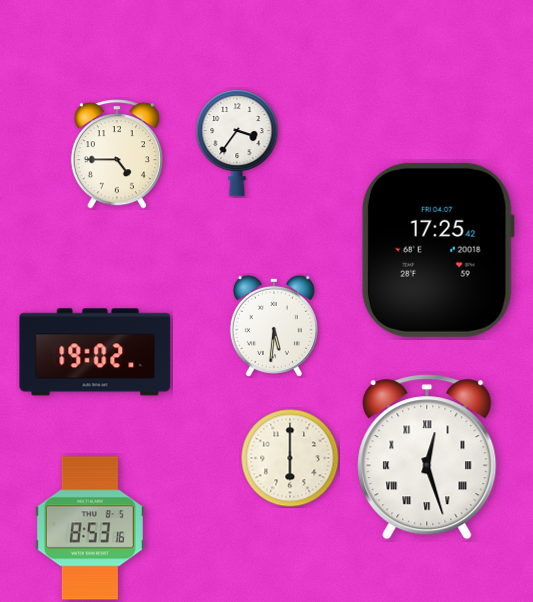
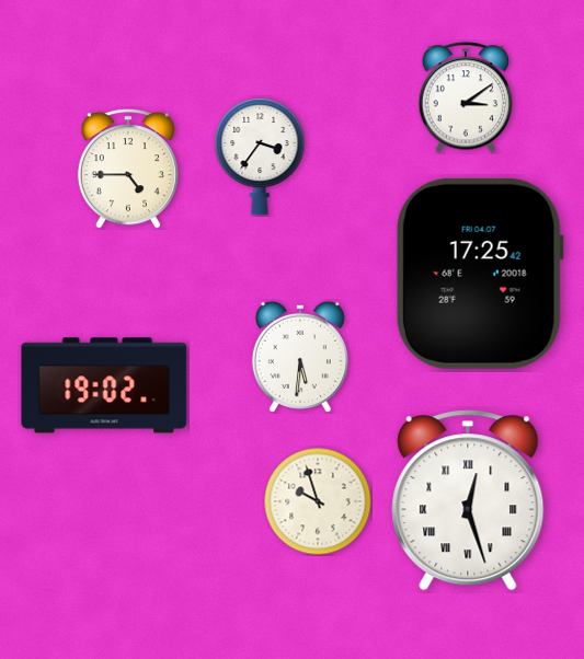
clock at (466, 97): none -> 3:09
clock at (290, 458): 6:00 -> 9:57
clock at (90, 528): 8:53 -> none
